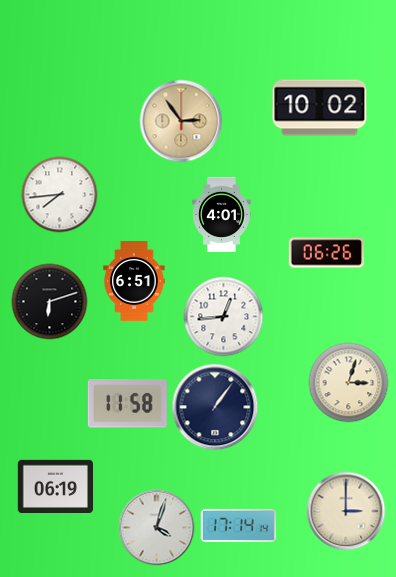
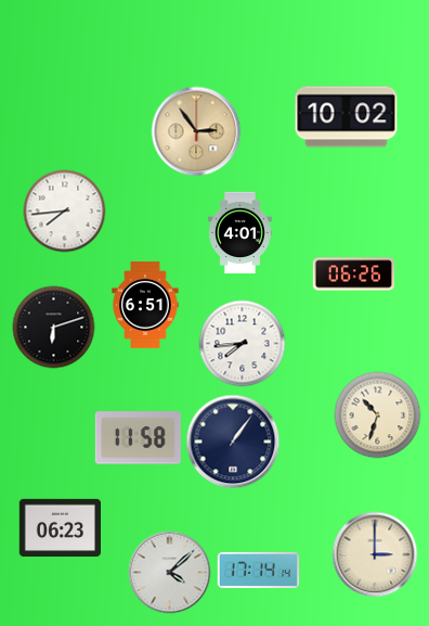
clock at (224, 317): 12:44 -> 7:44
clock at (349, 383): 3:03 -> 10:33
clock at (55, 486): 06:19 -> 06:23
clock at (157, 528): 4:03 -> 4:08
